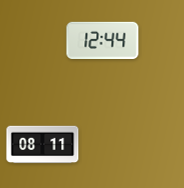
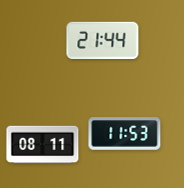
clock at (103, 40): 12:44 -> 21:44
clock at (125, 134): none -> 11:53
